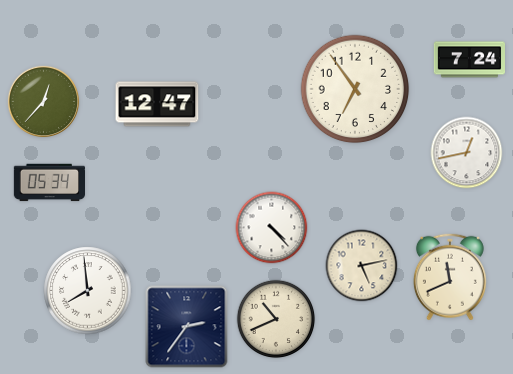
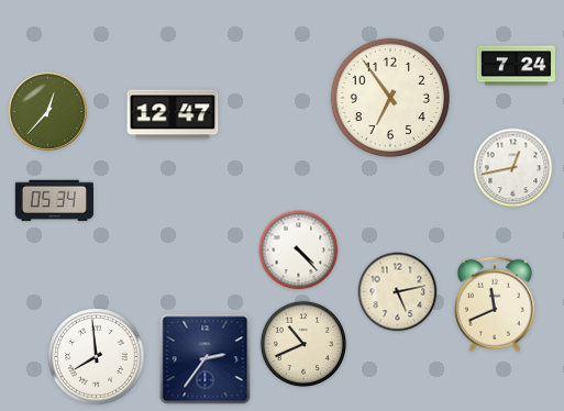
clock at (88, 291) position: (88, 291) -> (97, 357)
clock at (276, 319) position: (276, 319) -> (303, 344)
